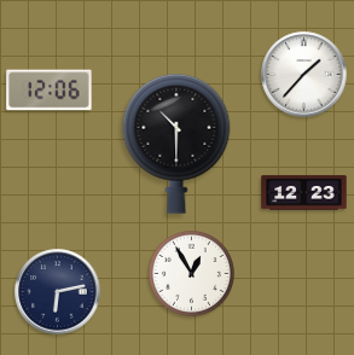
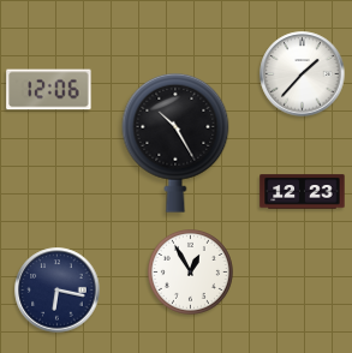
clock at (176, 144): 10:30 -> 10:25
clock at (58, 292): 6:13 -> 6:17
